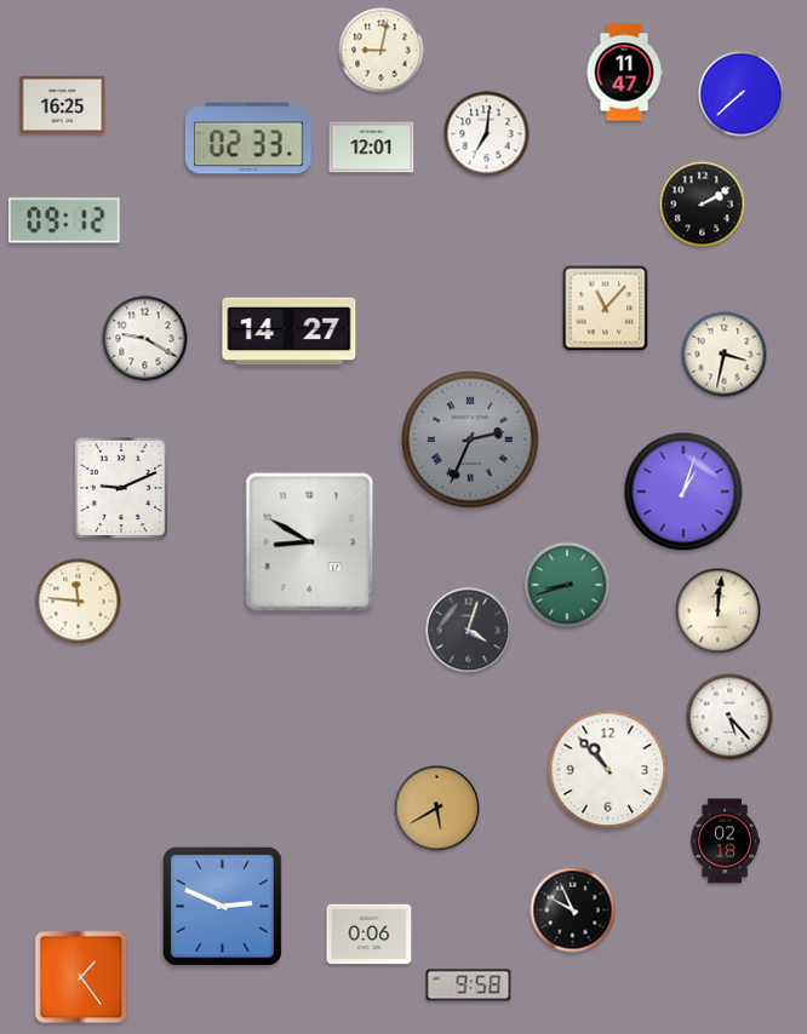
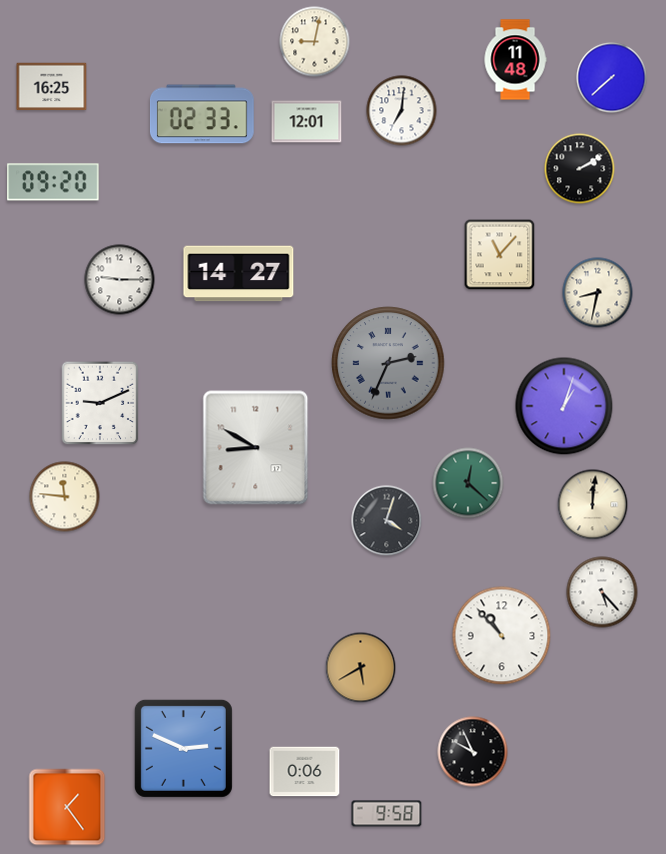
clock at (624, 73): 11:47 -> 11:48
clock at (248, 138) position: (248, 138) -> (202, 114)
clock at (64, 220): 09:12 -> 09:20
clock at (145, 339): 9:20 -> 9:15
clock at (725, 355): 3:32 -> 8:32
clock at (567, 585): 8:42 -> 12:22
clock at (725, 841): 02:18 -> none
